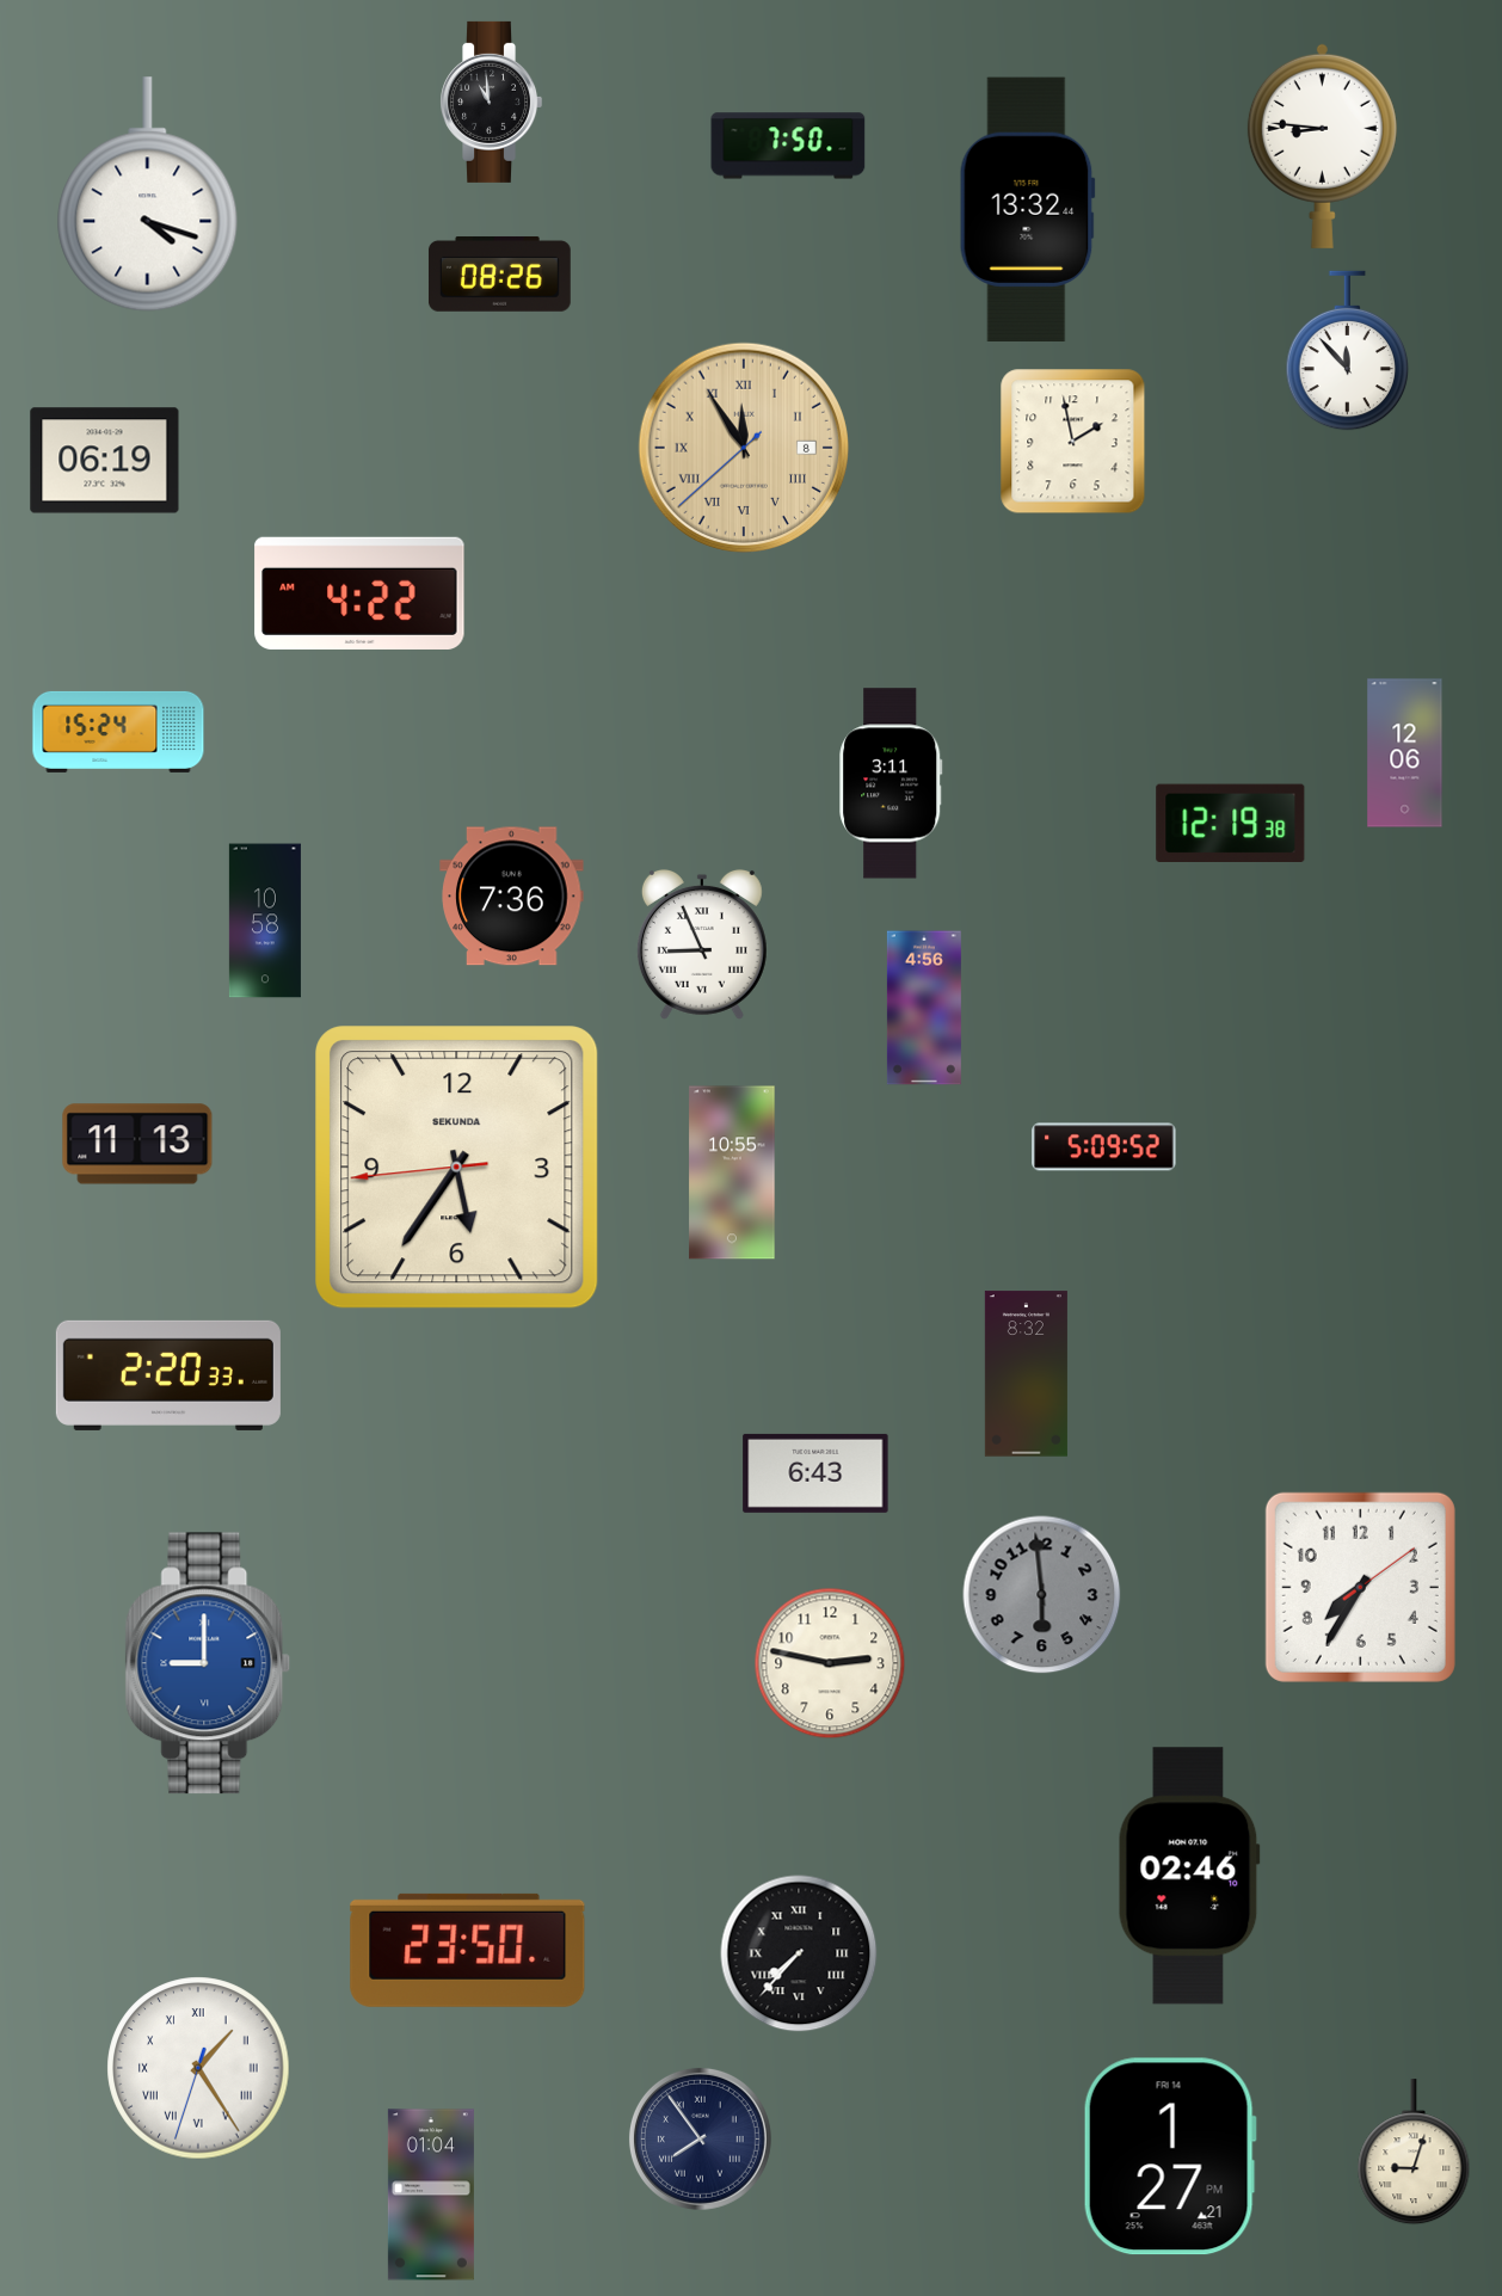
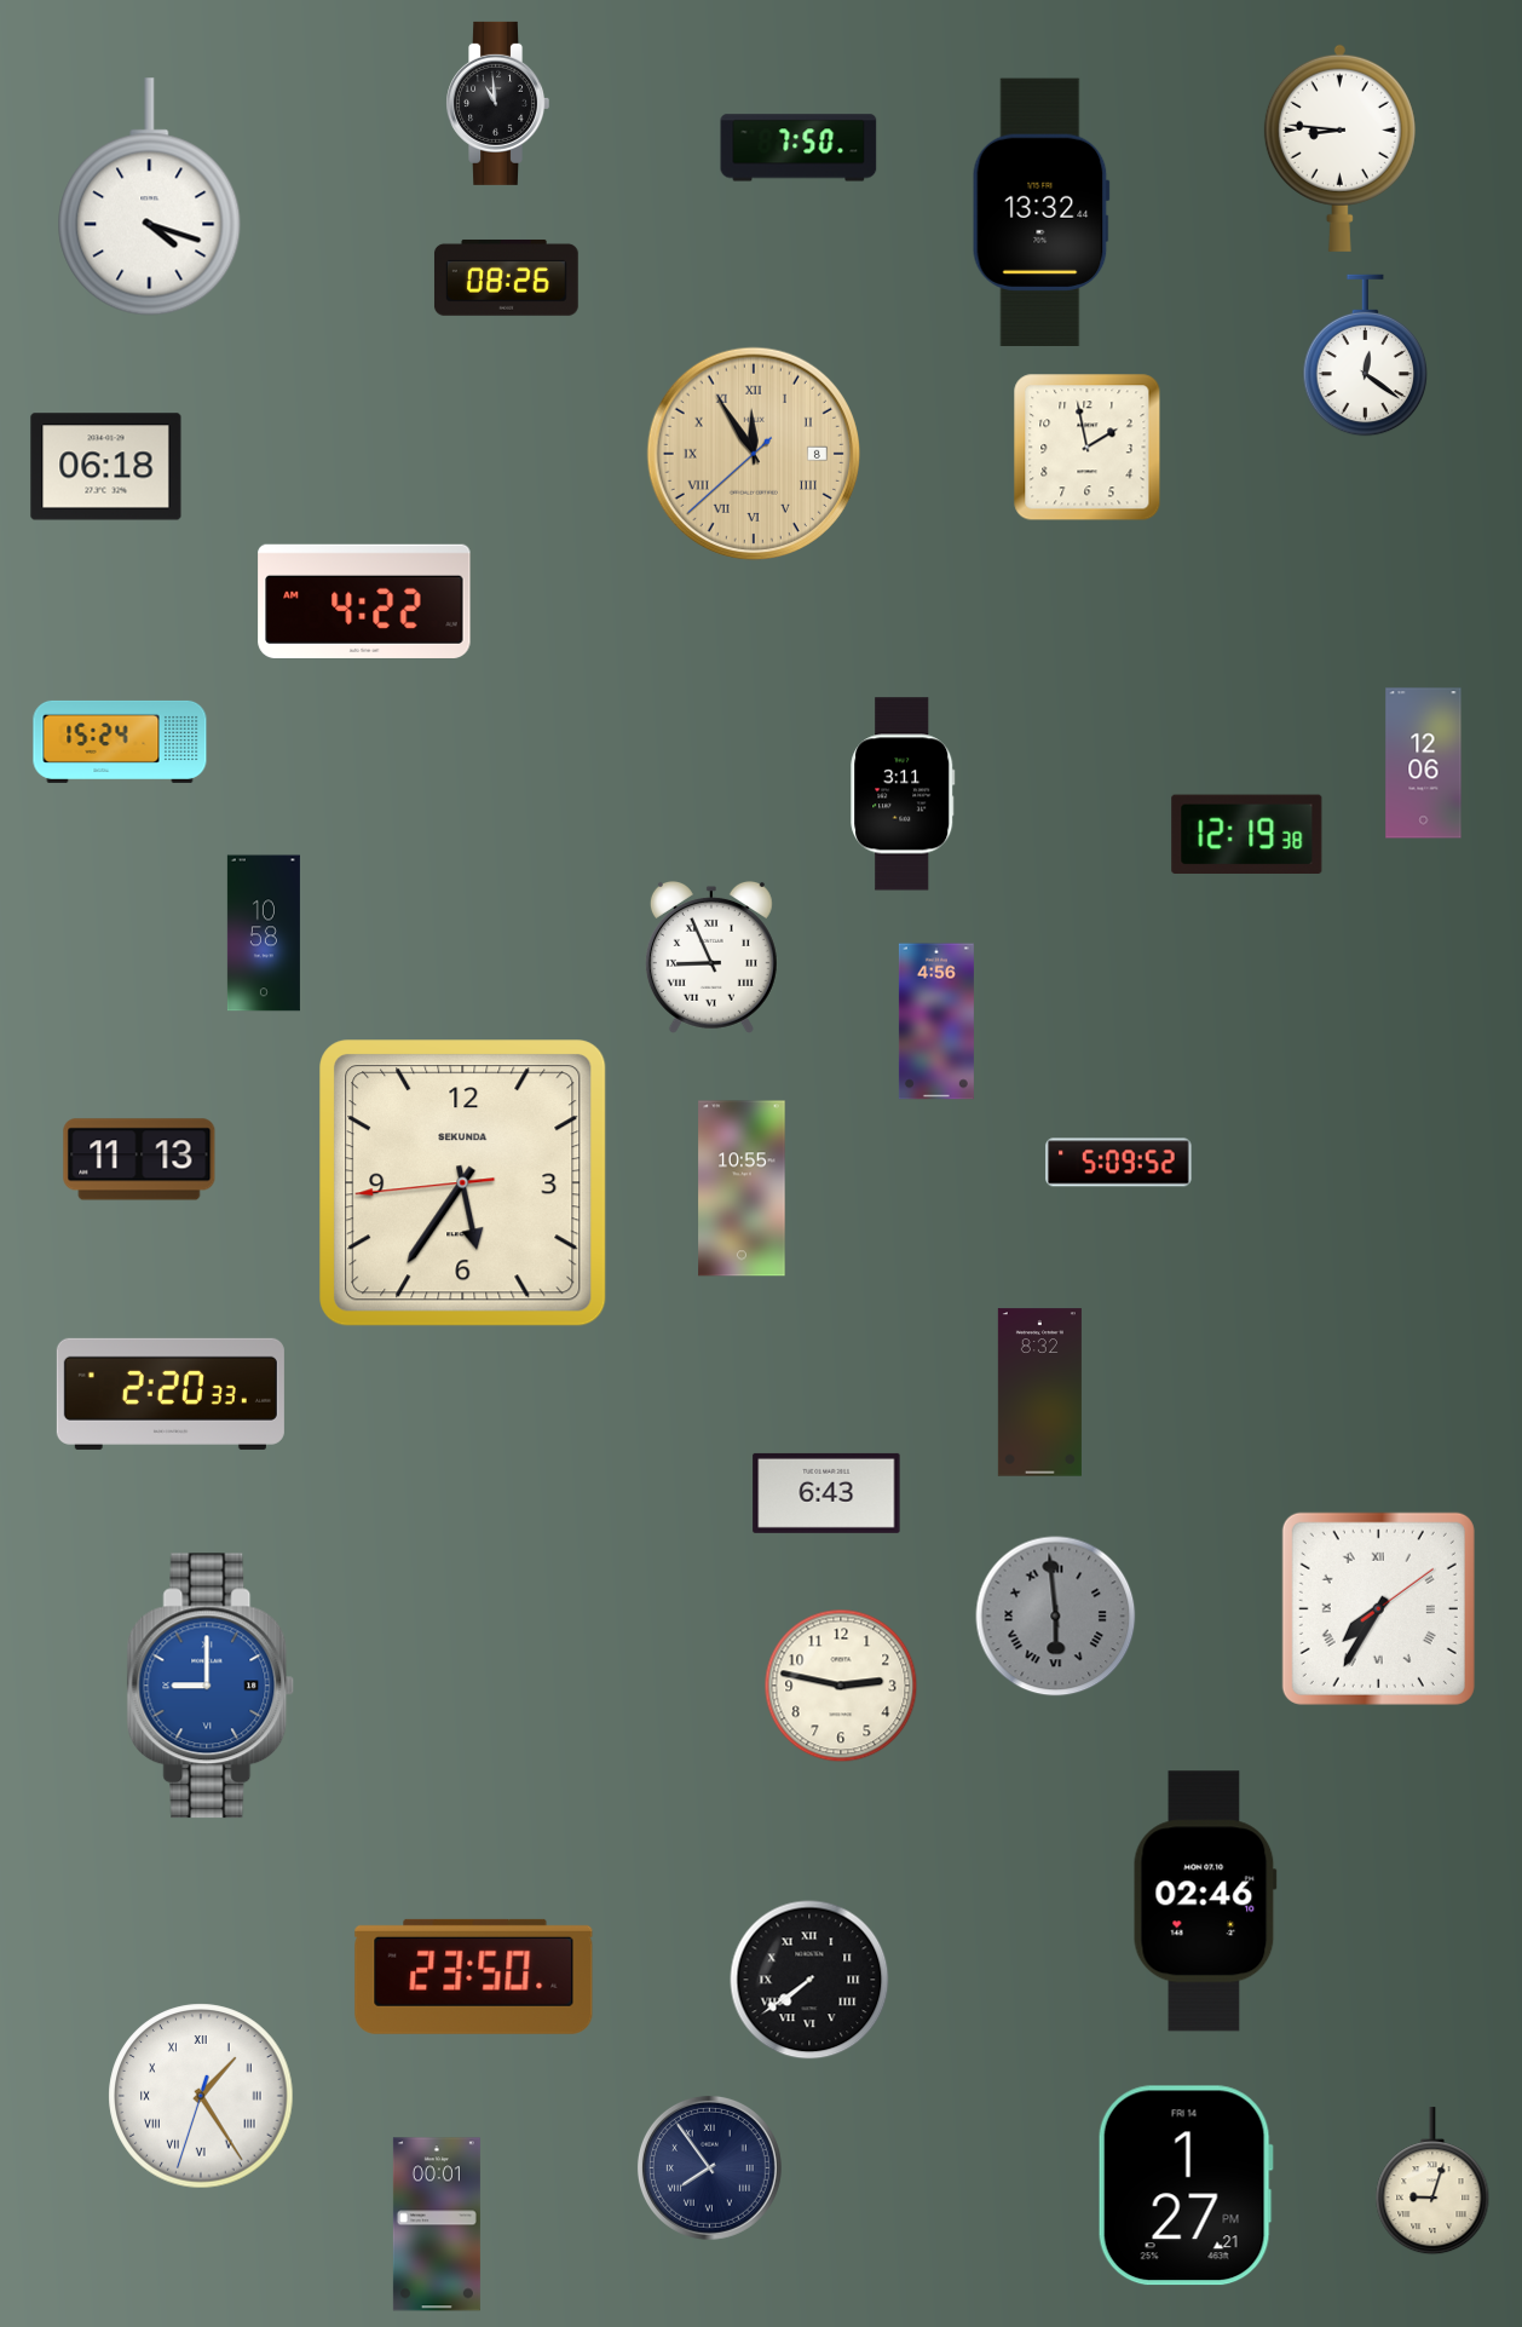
clock at (1348, 351): 11:53 -> 12:21
clock at (105, 461): 06:19 -> 06:18
clock at (512, 897): 7:36 -> none
clock at (265, 921) position: (265, 921) -> (264, 933)
clock at (1360, 1587) numerals: Arabic -> Roman
clock at (1042, 1595) numerals: Arabic -> Roman
clock at (799, 1953): 7:37 -> 7:39
clock at (431, 2195): 01:04 -> 00:01
